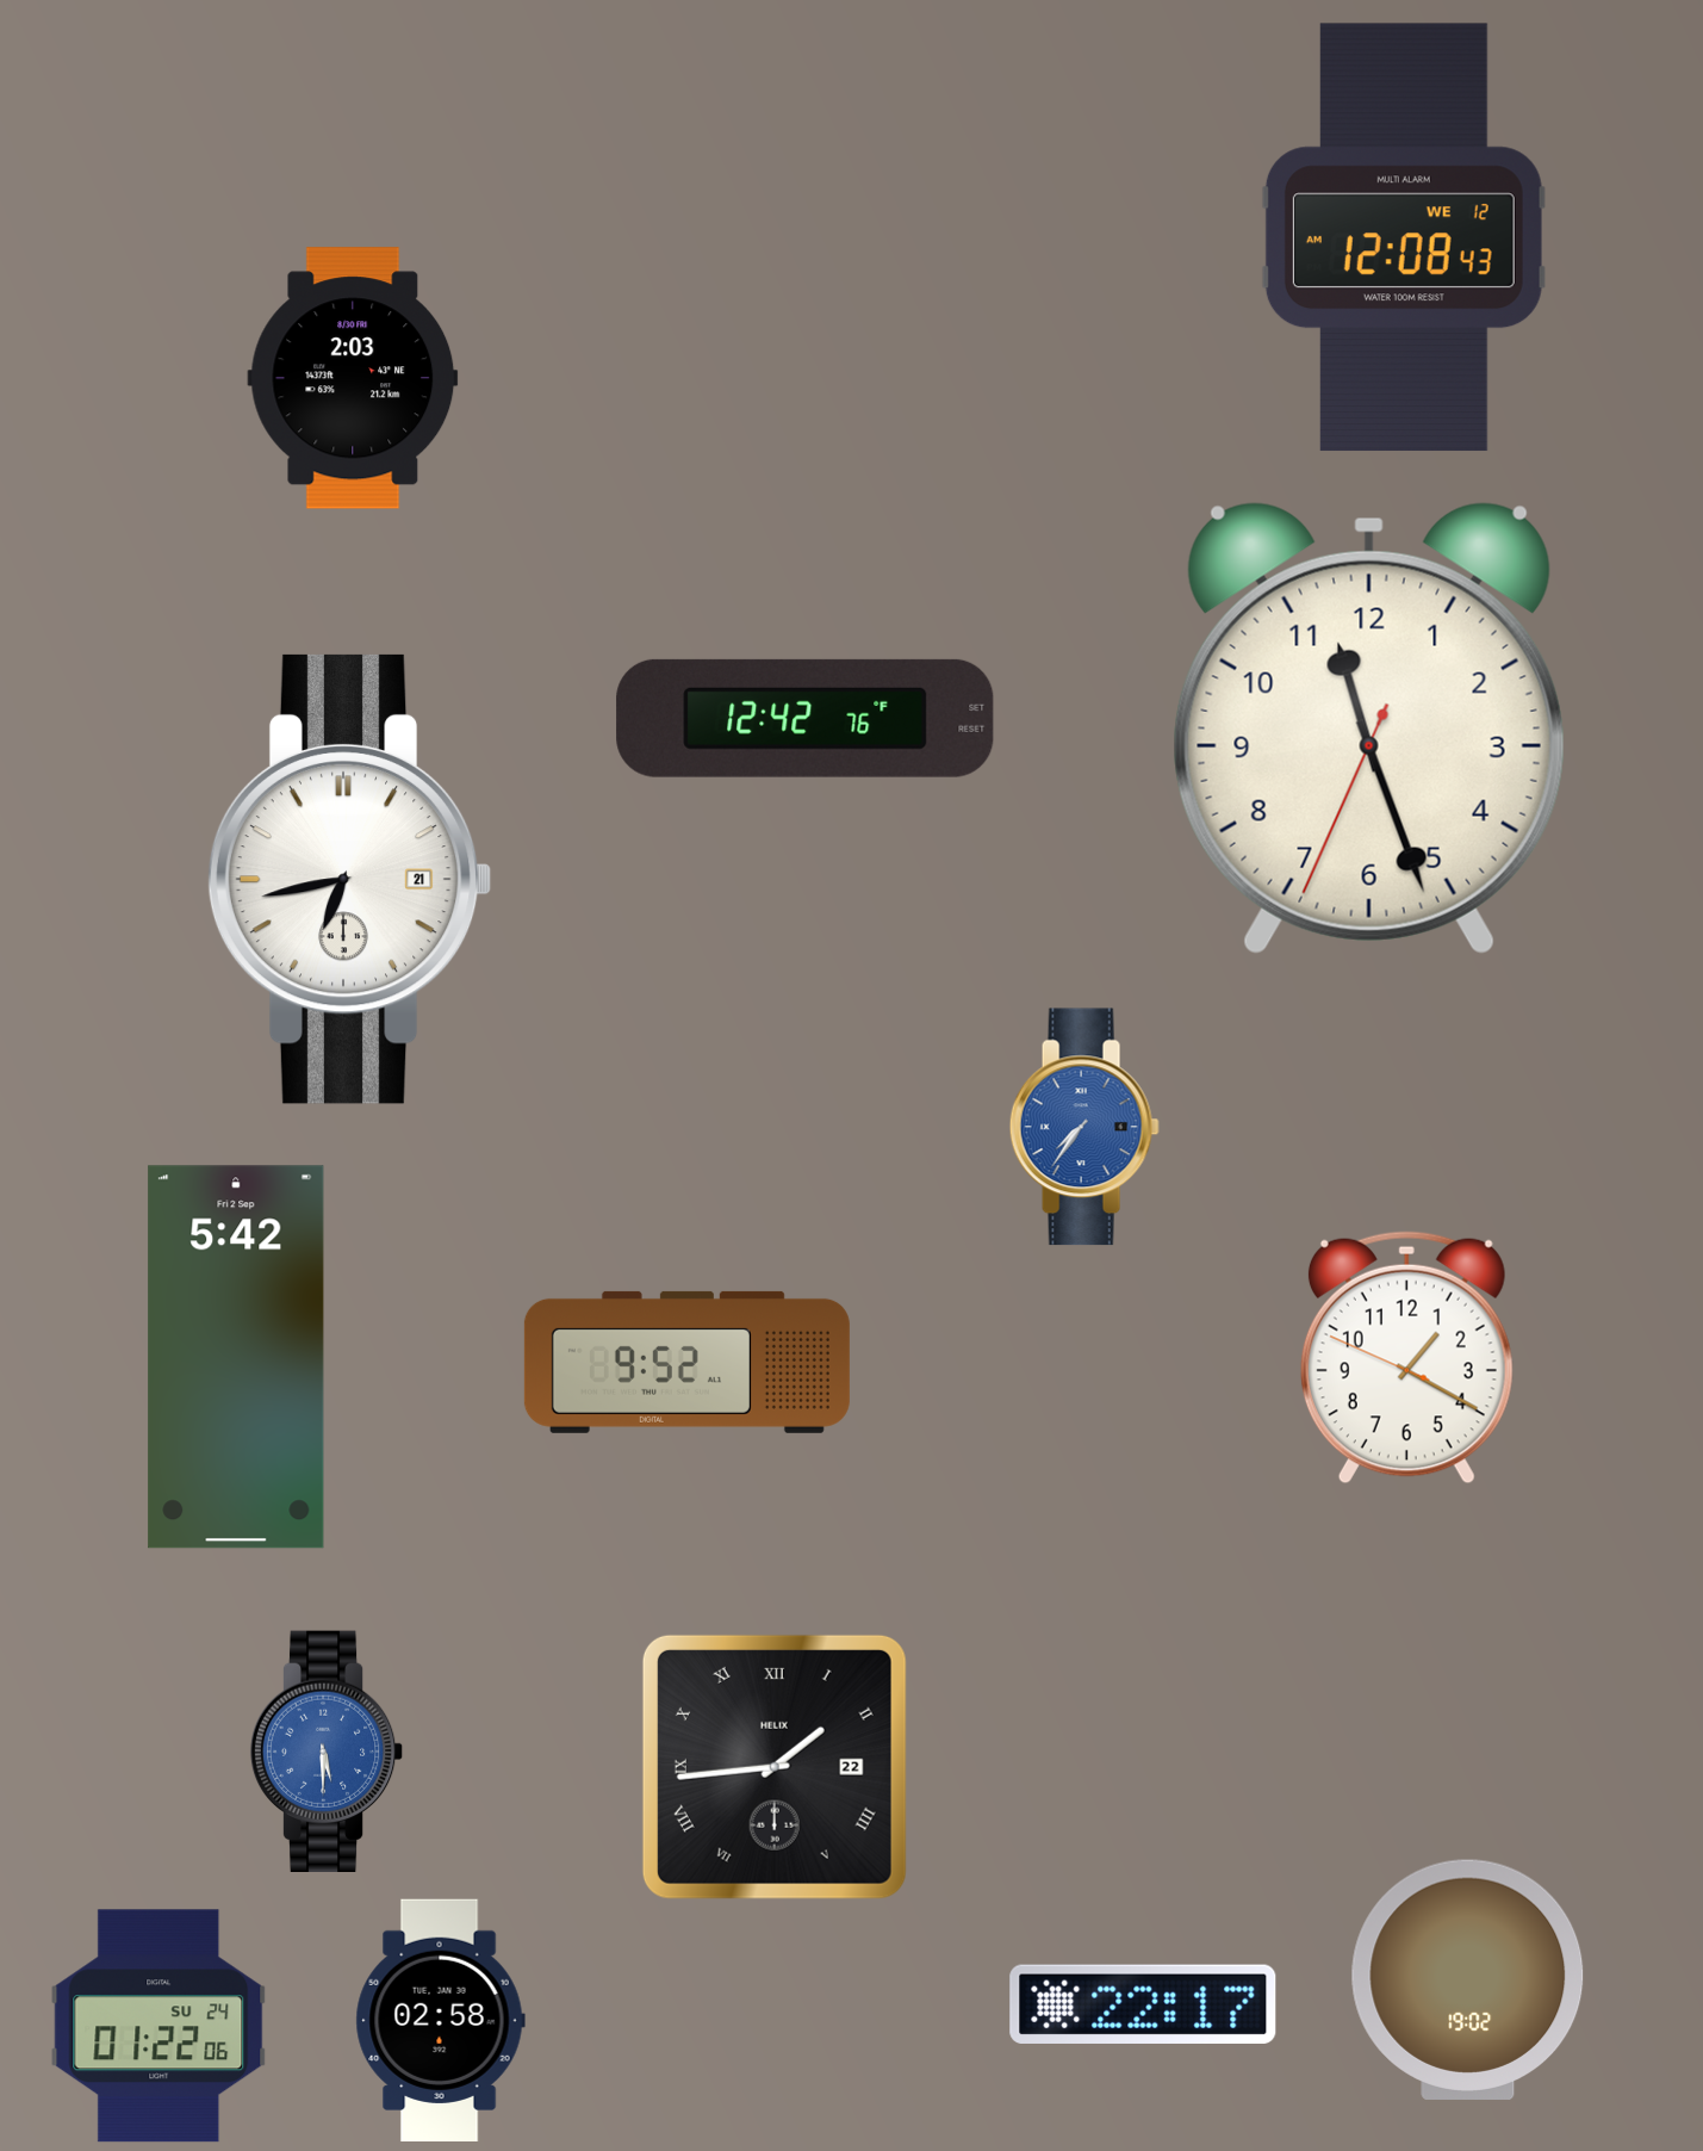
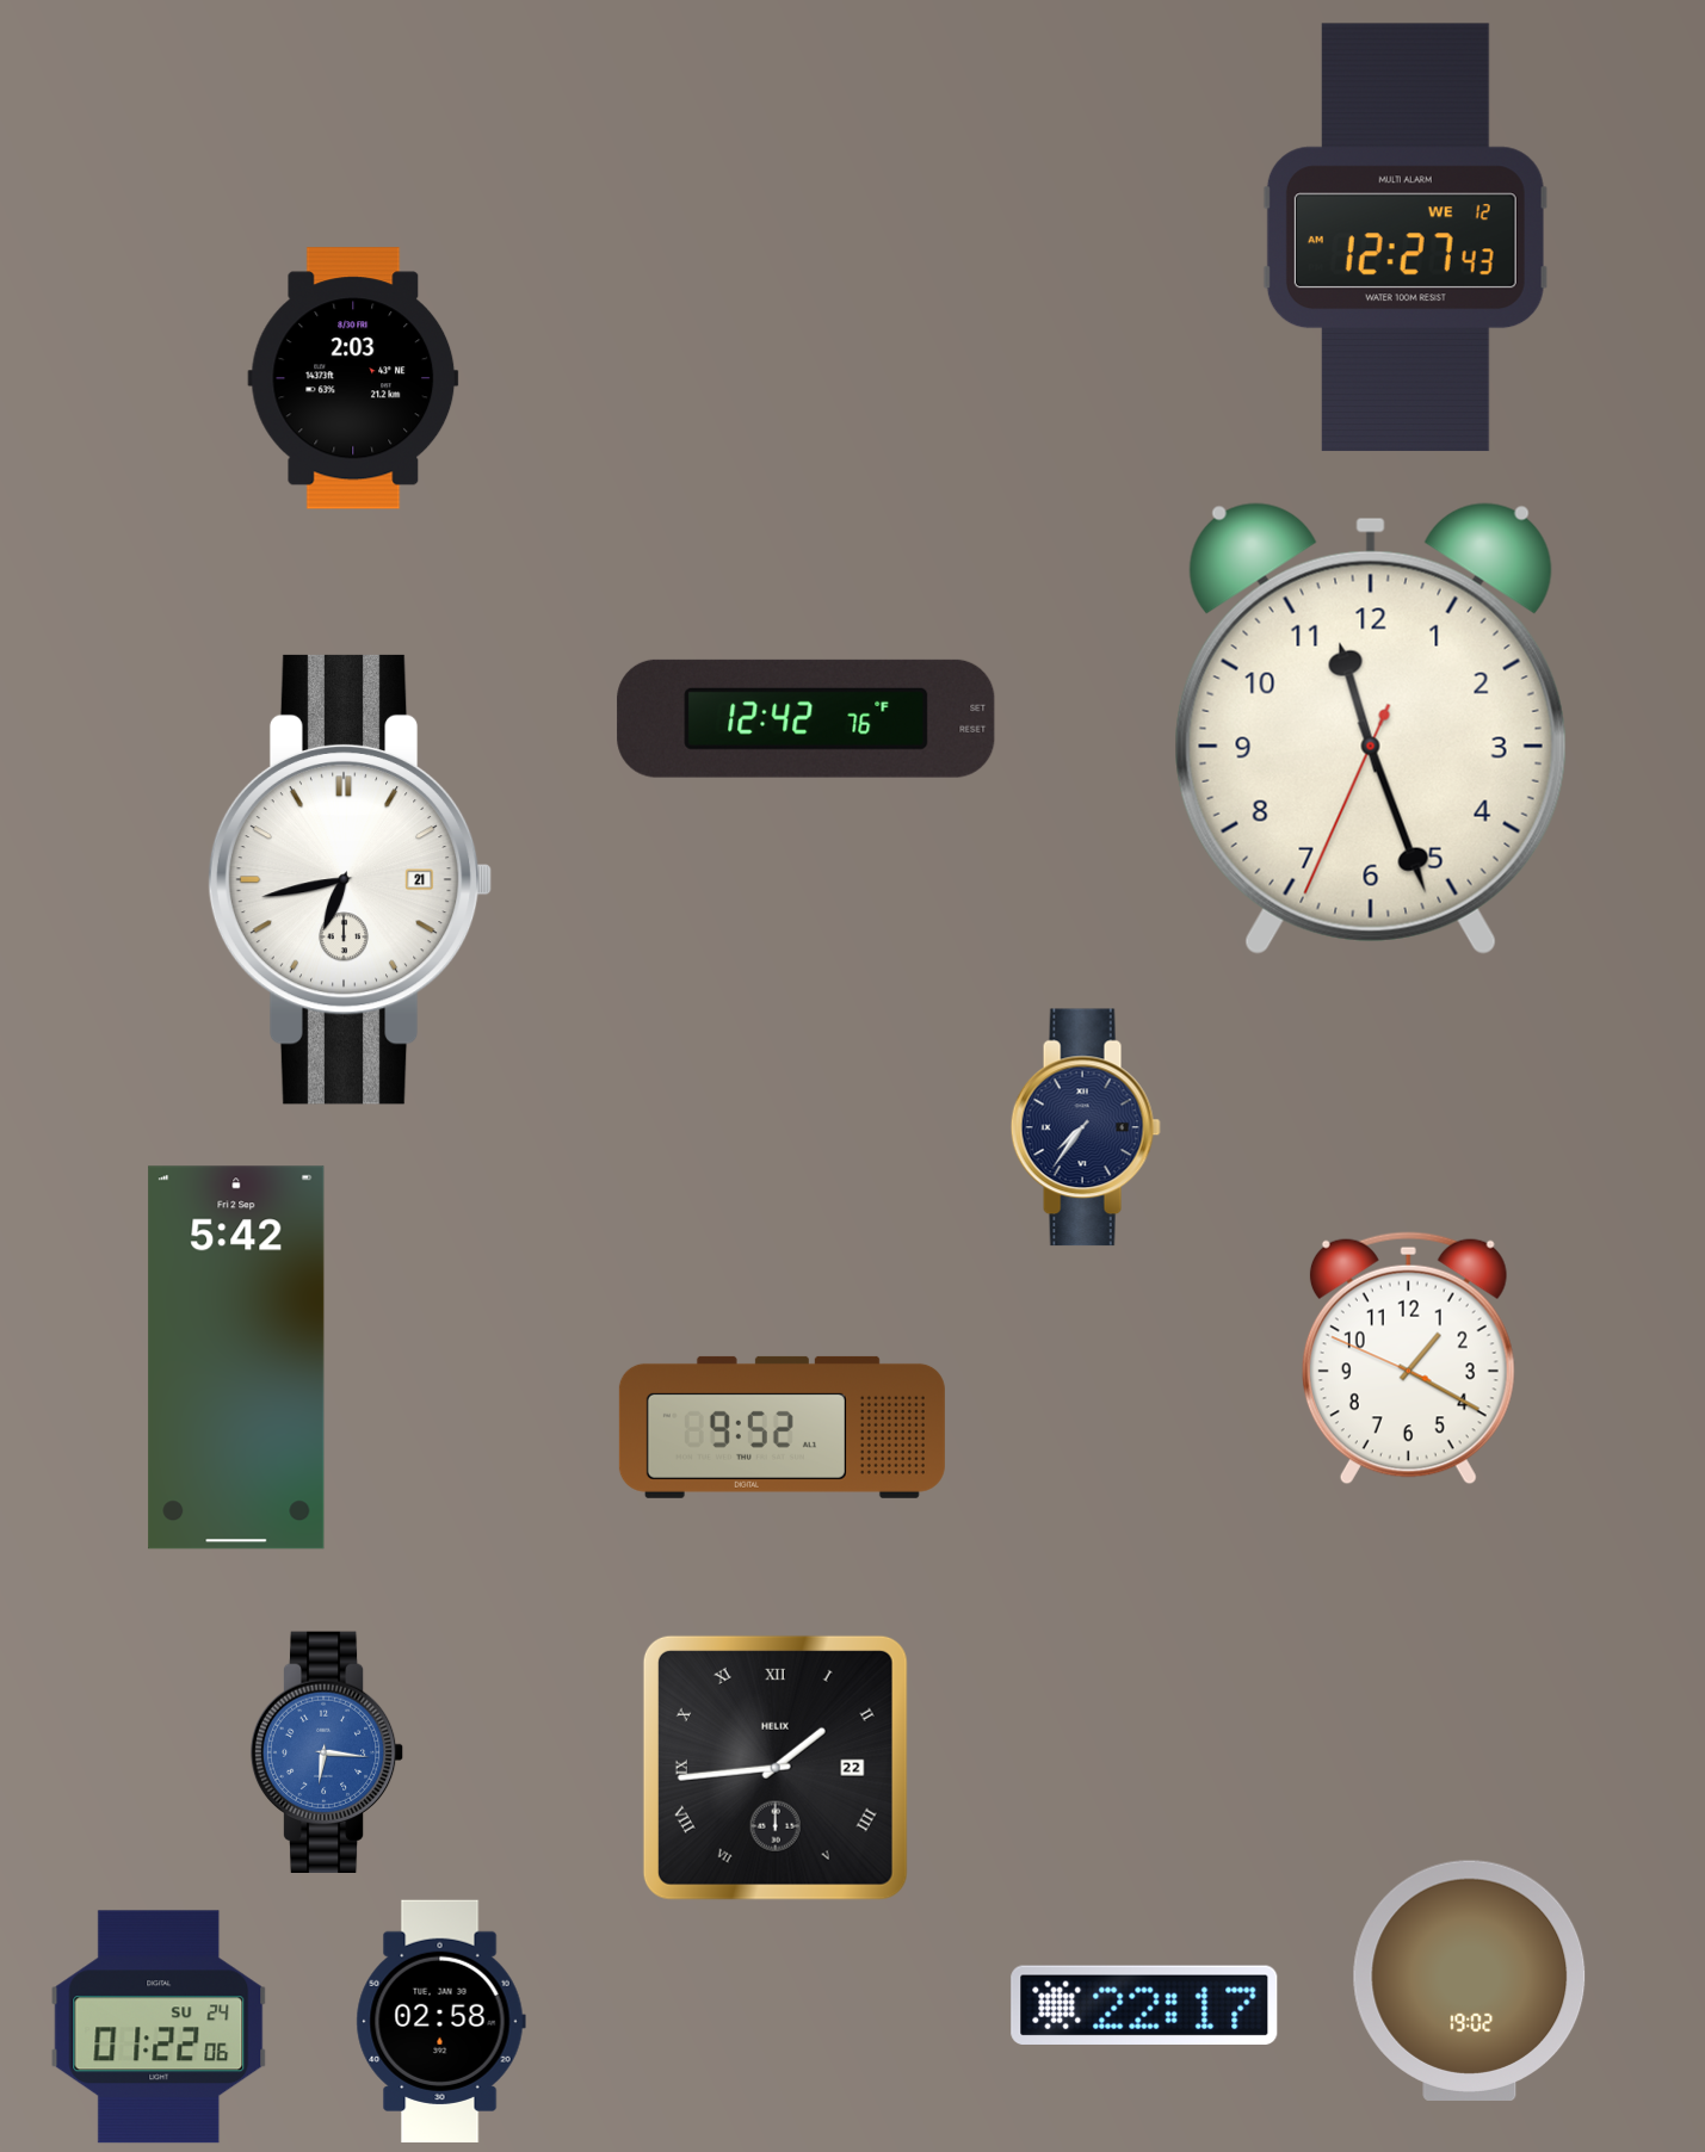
clock at (1404, 237): 12:08 -> 12:27
clock at (1084, 1127) dial: blue -> navy
clock at (686, 1362) position: (686, 1362) -> (782, 1427)
clock at (327, 1750): 5:30 -> 6:16
